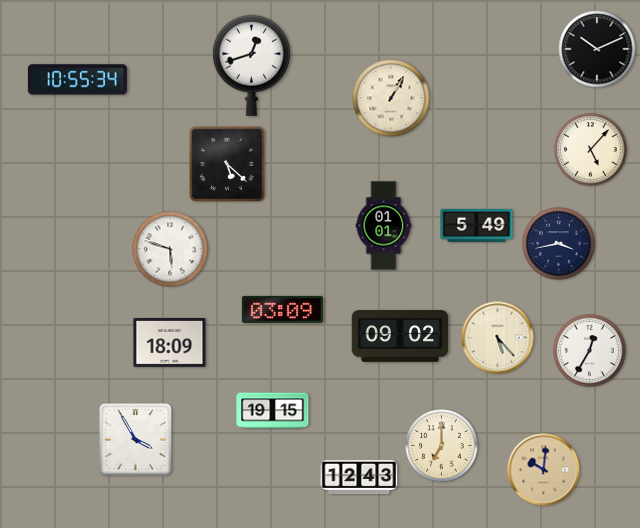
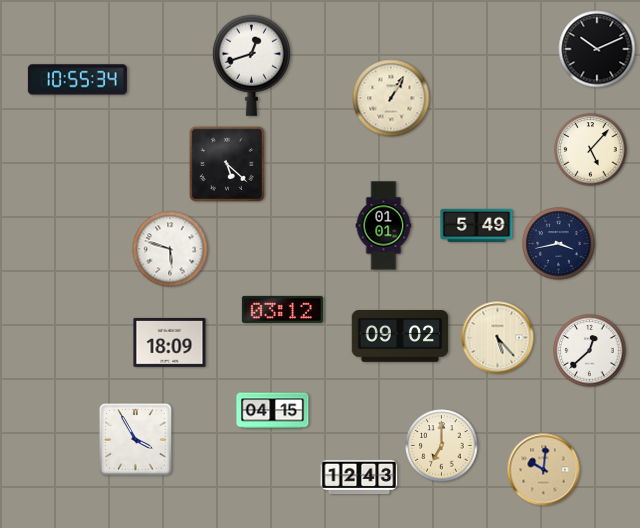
clock at (282, 309): 03:09 -> 03:12
clock at (590, 351): 12:35 -> 12:38
clock at (273, 411): 19:15 -> 04:15
